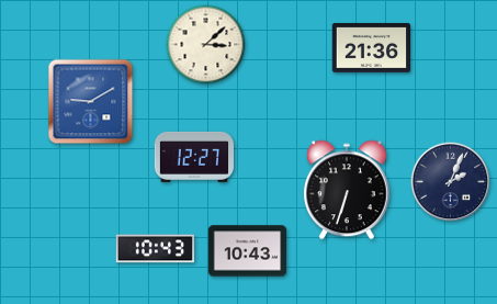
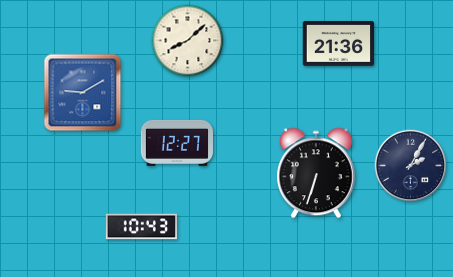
clock at (206, 45): 3:08 -> 8:08
clock at (451, 182): 2:04 -> 2:05
clock at (248, 251): 10:43 -> none
